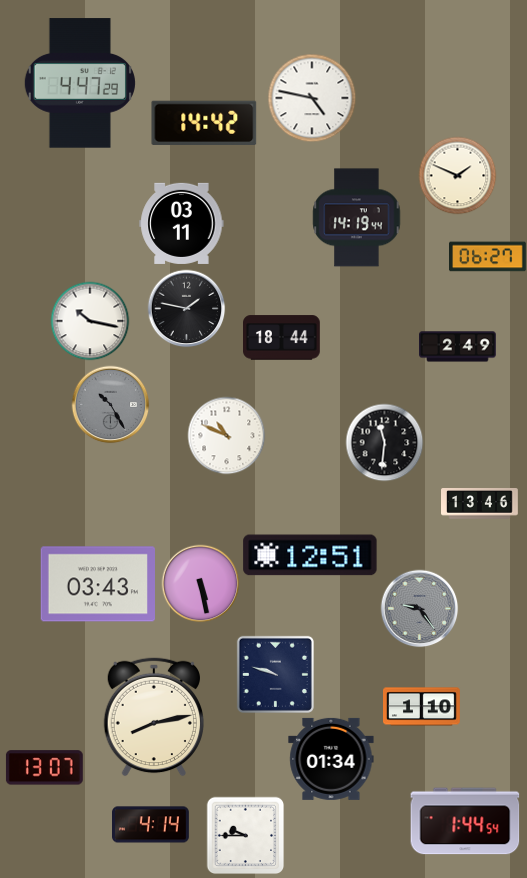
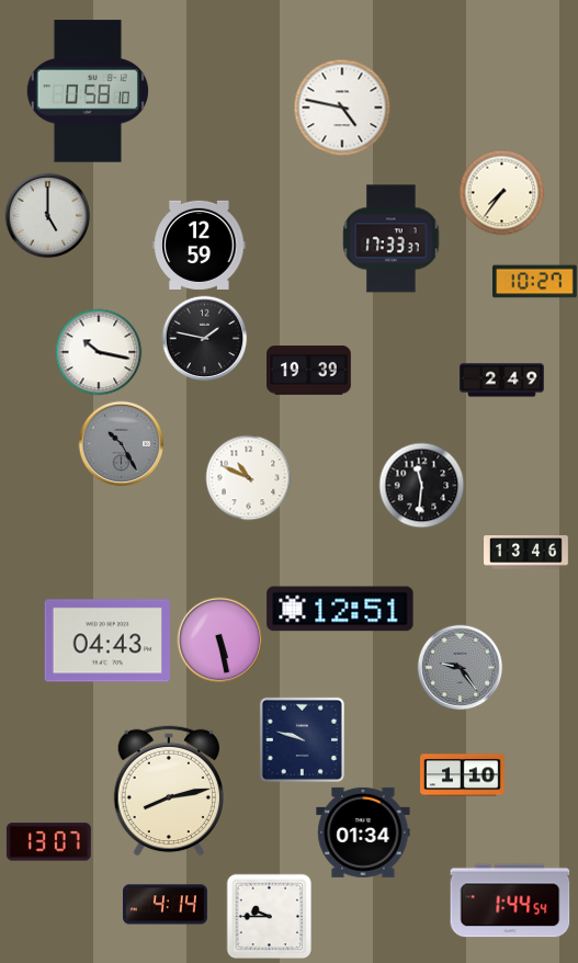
clock at (80, 83): 4:47 -> 0:58
clock at (204, 123): 14:42 -> none
clock at (457, 175): 1:49 -> 7:36
clock at (47, 215): none -> 5:00
clock at (357, 218): 14:19 -> 17:33
clock at (182, 223): 03:11 -> 12:59
clock at (488, 257): 06:27 -> 10:27
clock at (282, 338): 18:44 -> 19:39
clock at (97, 584): 03:43 -> 04:43
clock at (153, 717) position: (153, 717) -> (168, 791)
